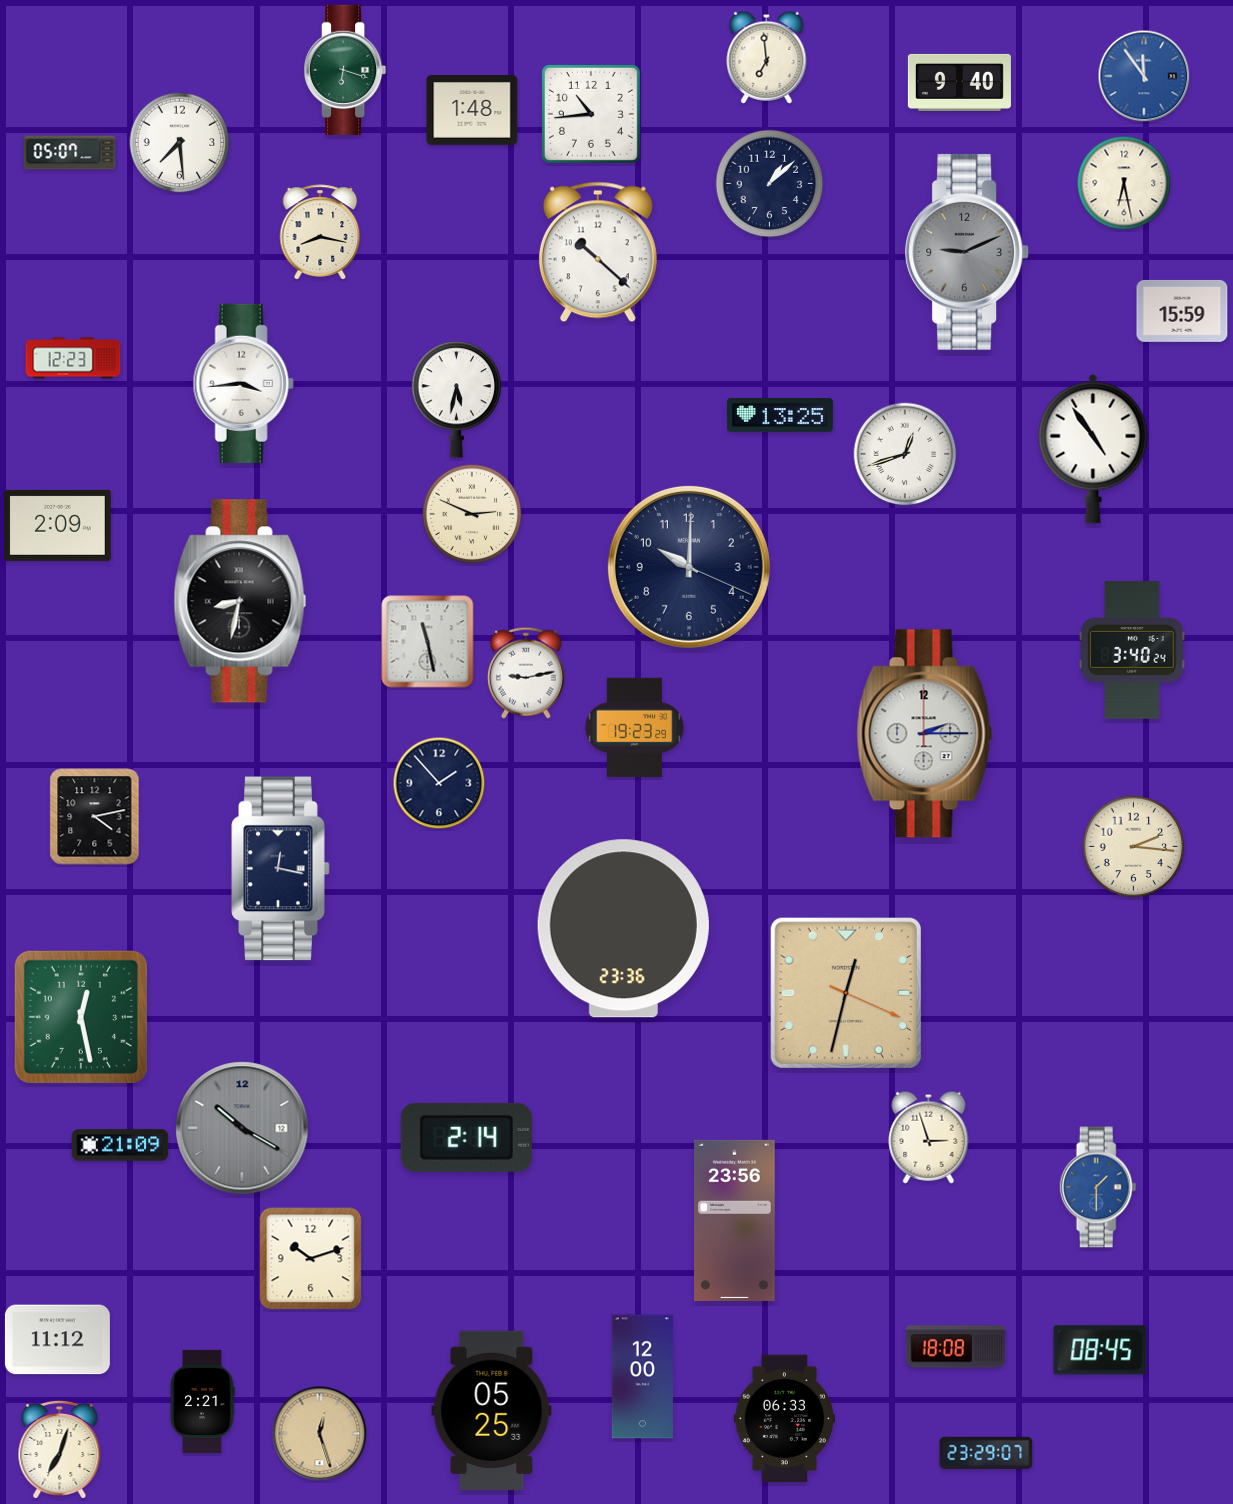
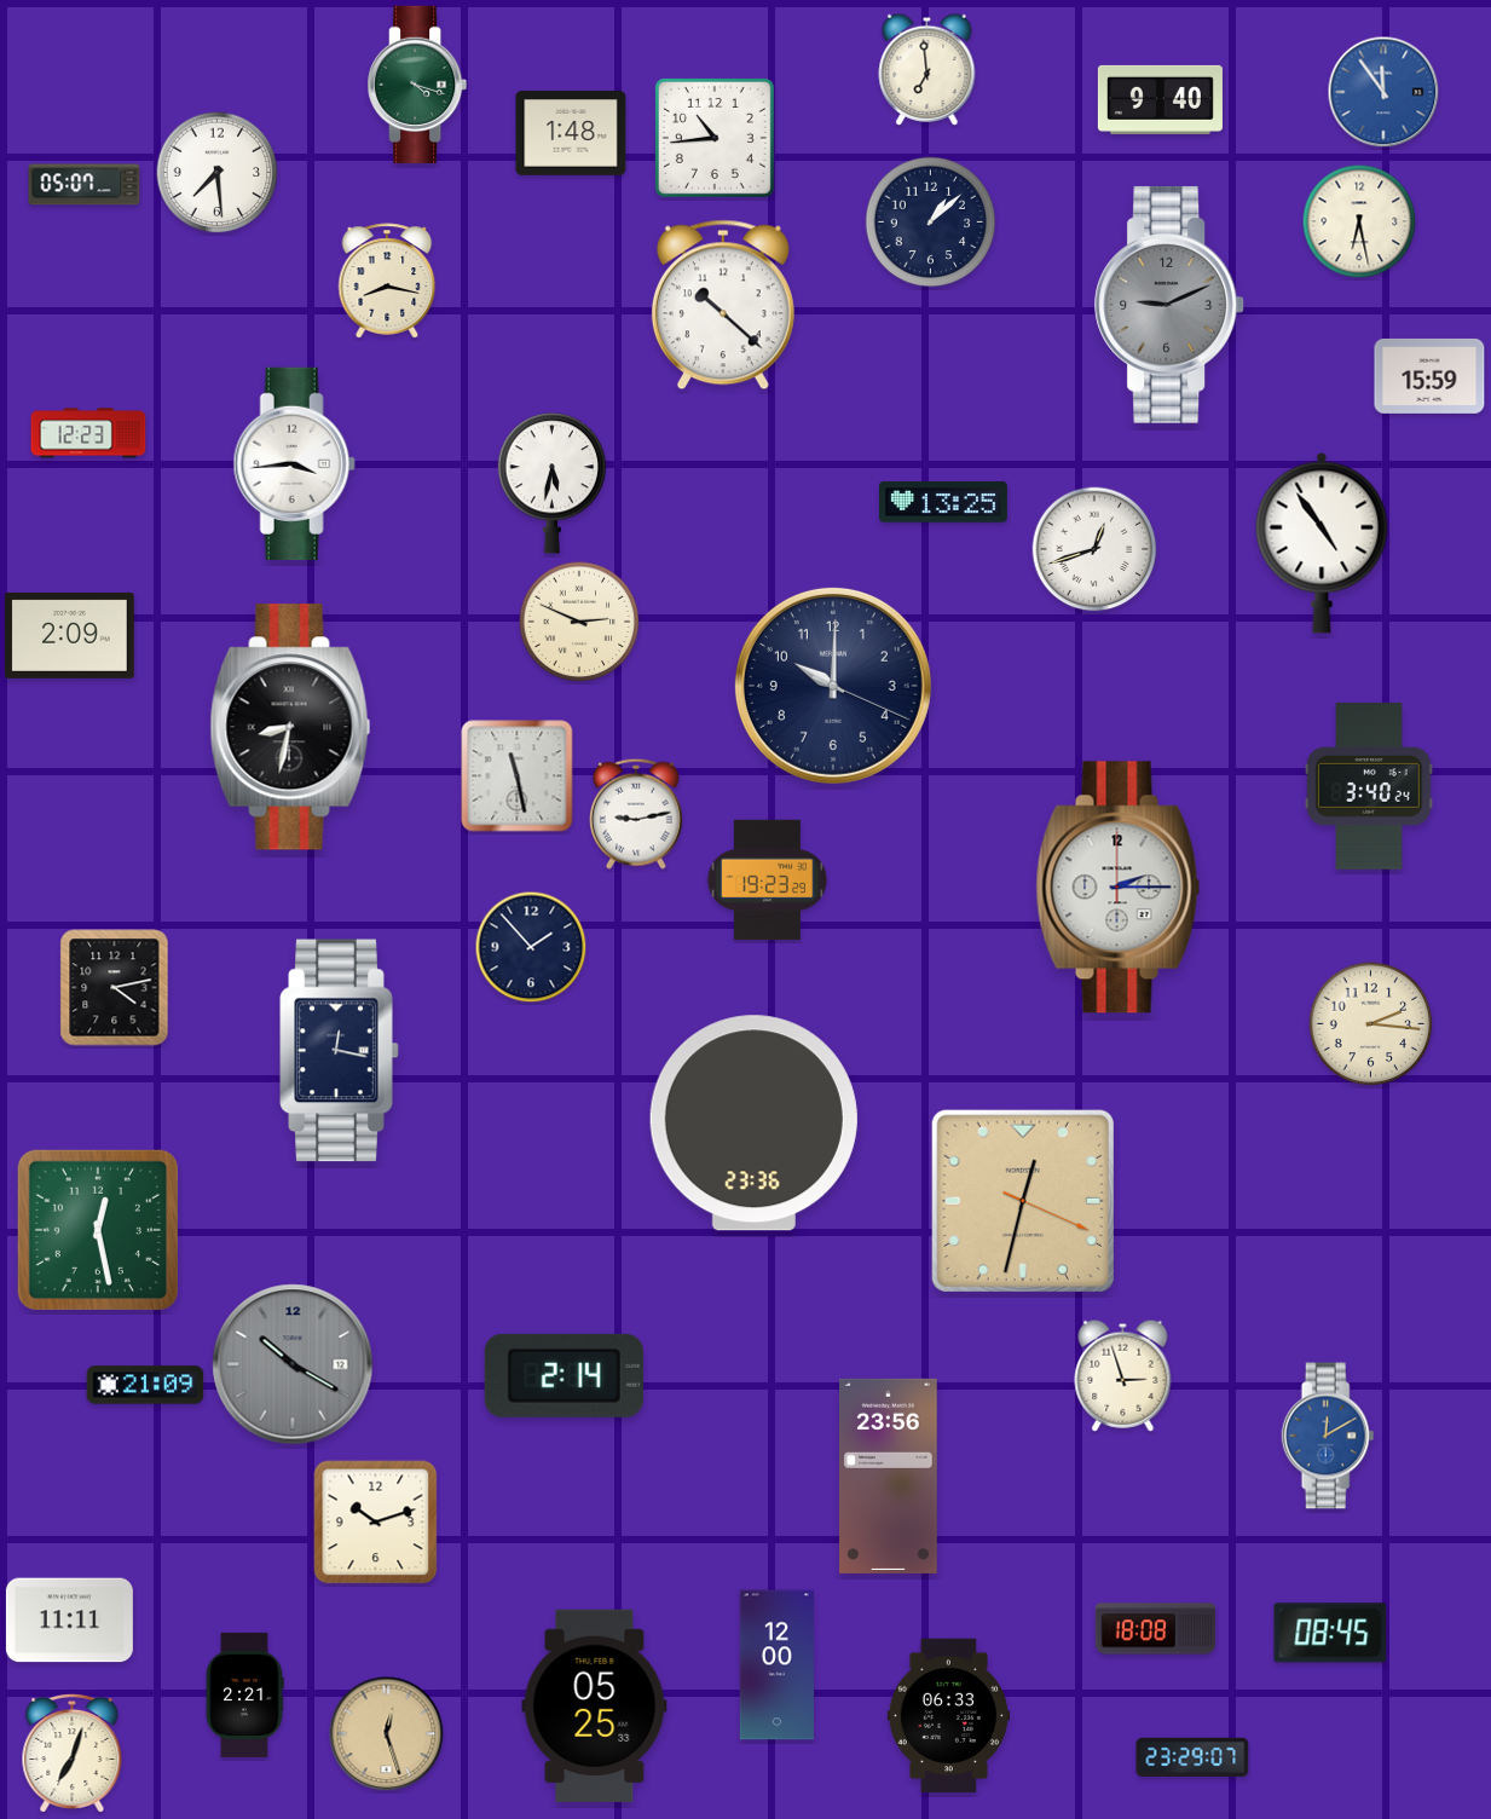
clock at (345, 70): 6:18 -> 4:18
clock at (472, 514) position: (472, 514) -> (579, 622)
clock at (1098, 1187): 1:30 -> 12:10
clock at (57, 1340): 11:12 -> 11:11
